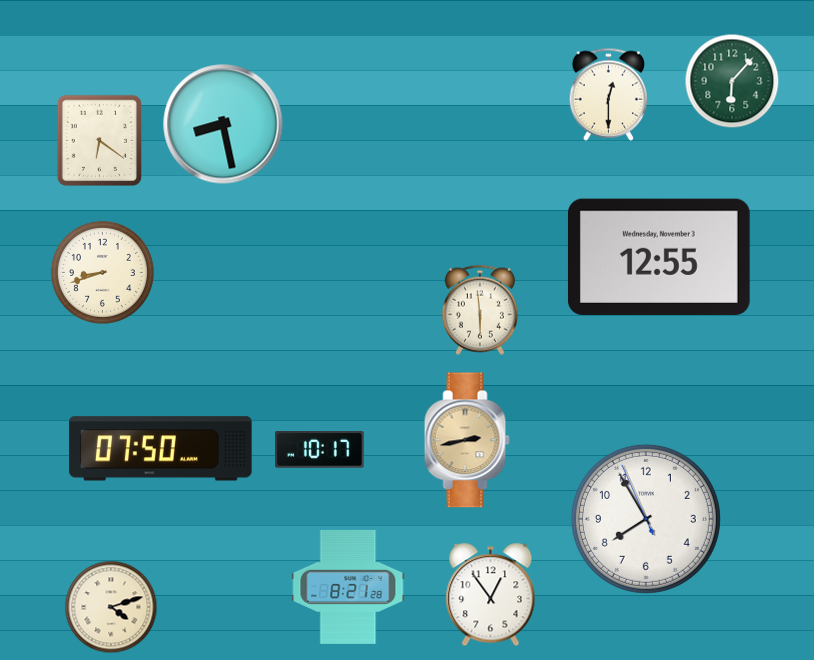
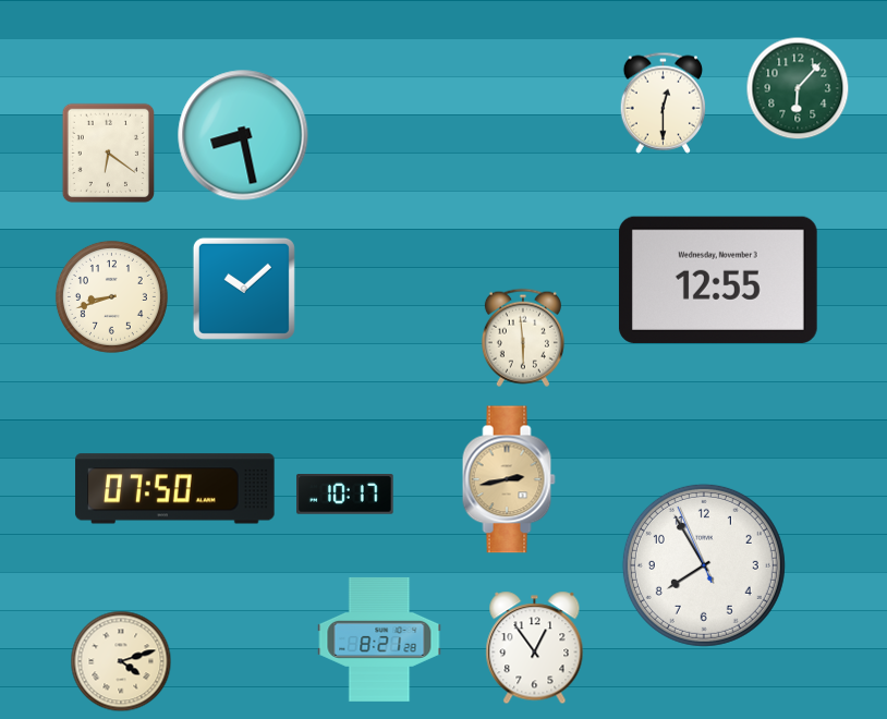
clock at (244, 289): none -> 10:08
clock at (320, 450) position: (320, 450) -> (345, 495)
